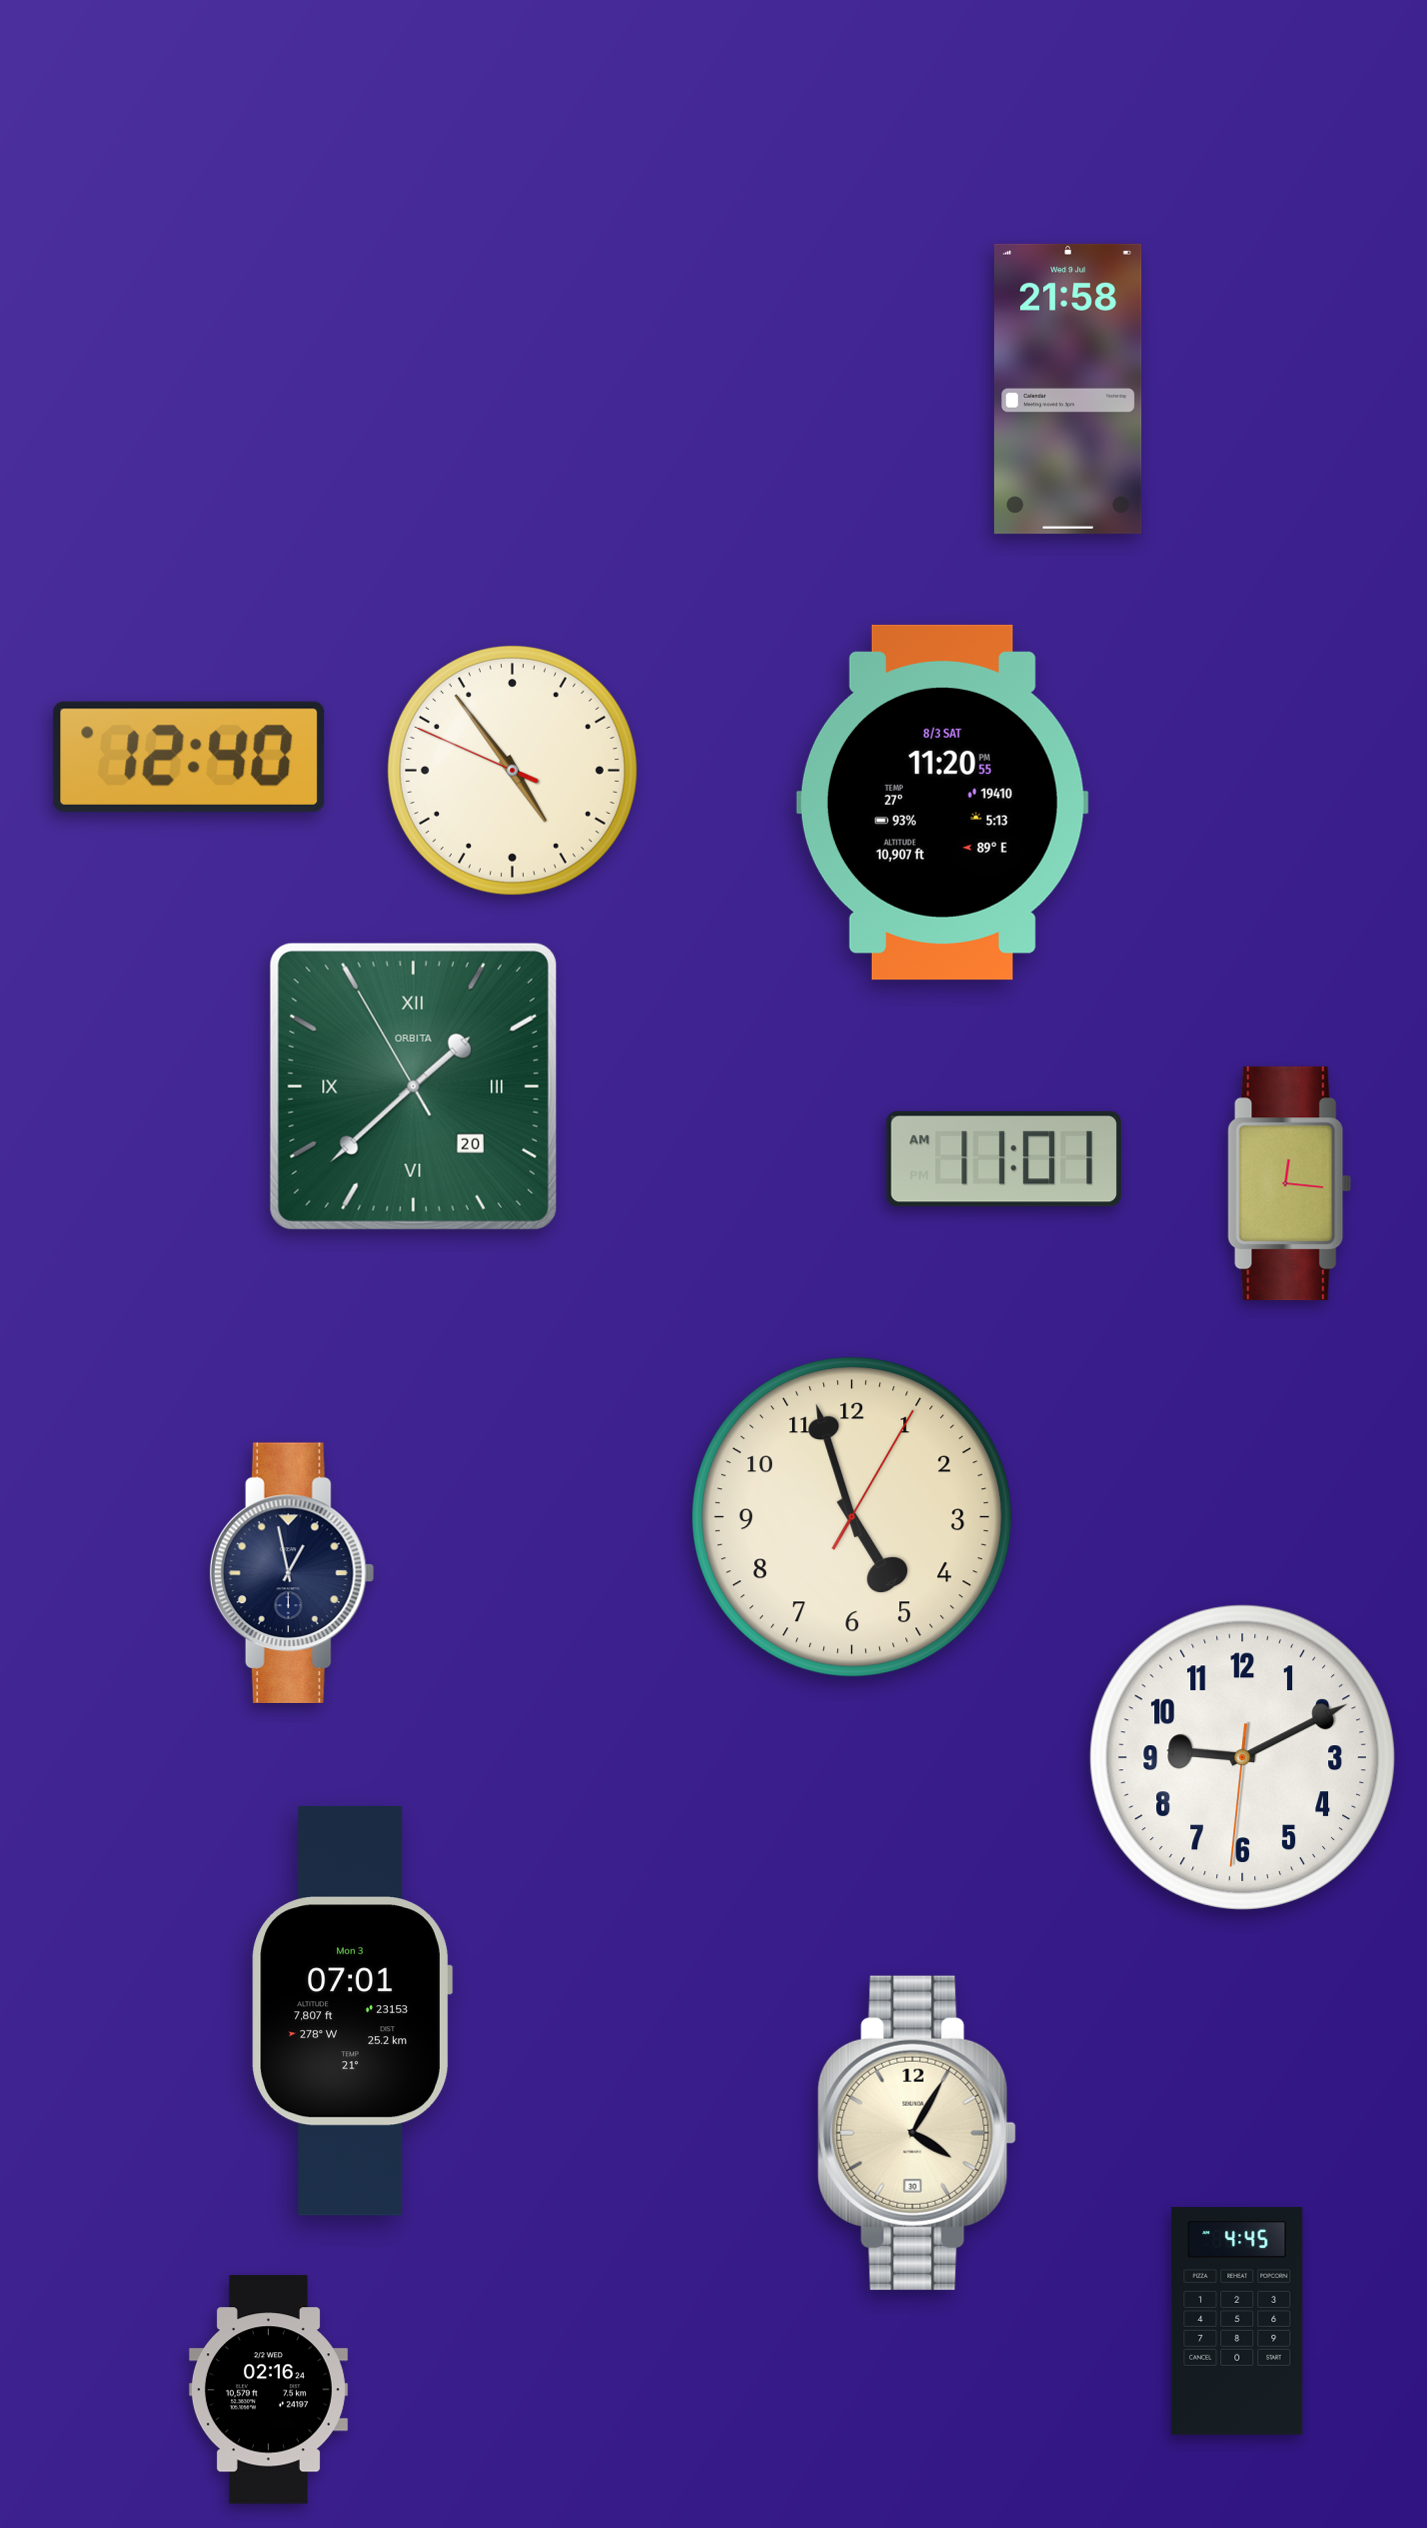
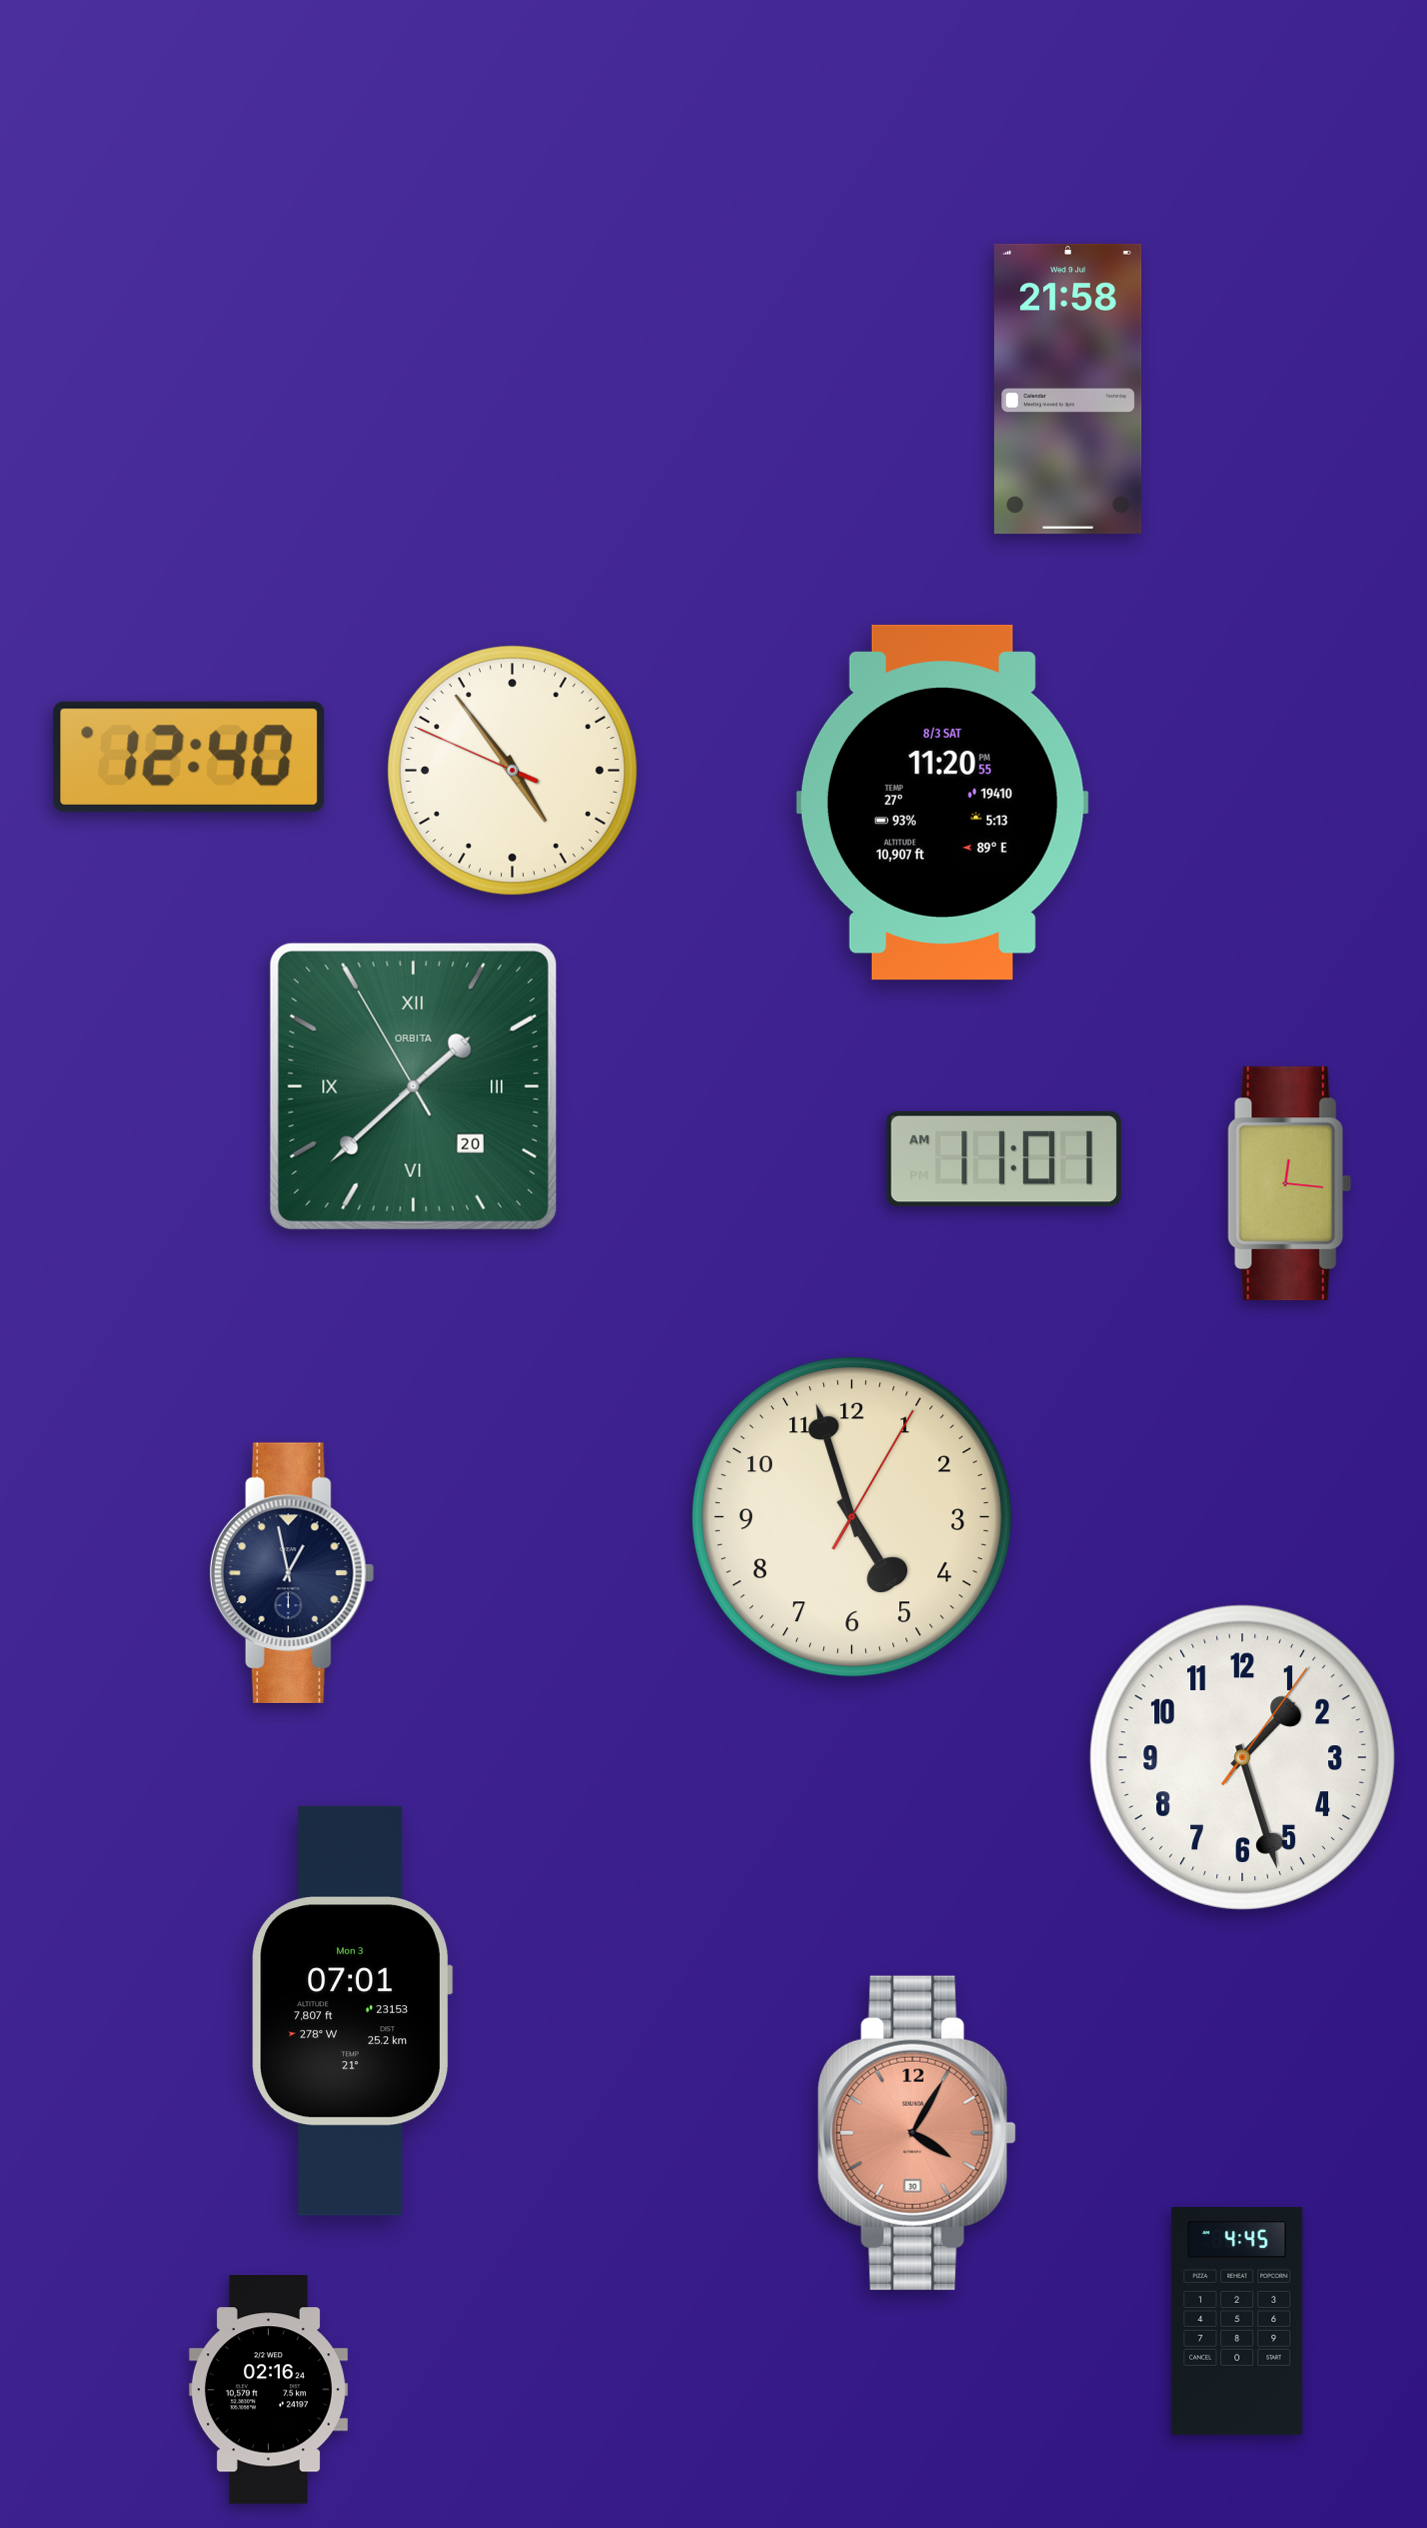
clock at (1242, 1757): 9:10 -> 1:27
clock at (917, 2133) dial: cream -> salmon
